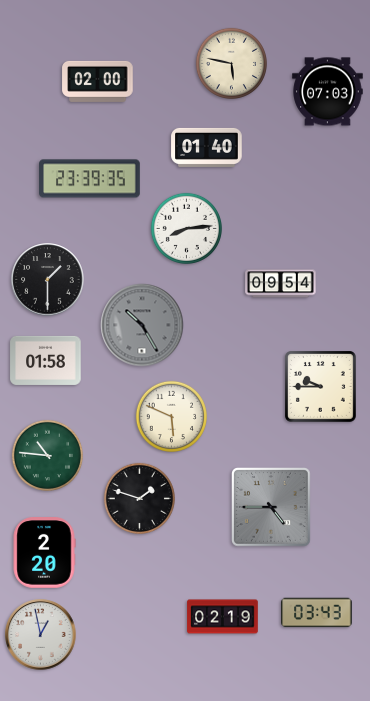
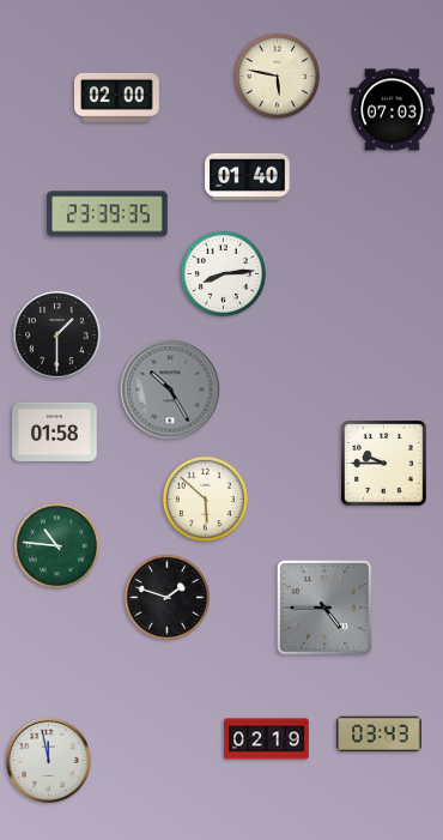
clock at (281, 284): 09:54 -> none
clock at (171, 416): 5:49 -> 5:52
clock at (44, 553): 2:20 -> none
clock at (41, 635): 12:58 -> 11:58
